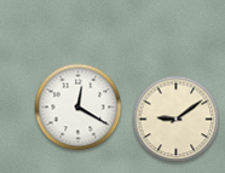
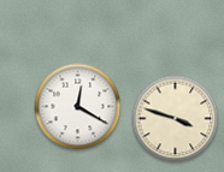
clock at (177, 120): 9:09 -> 3:48
